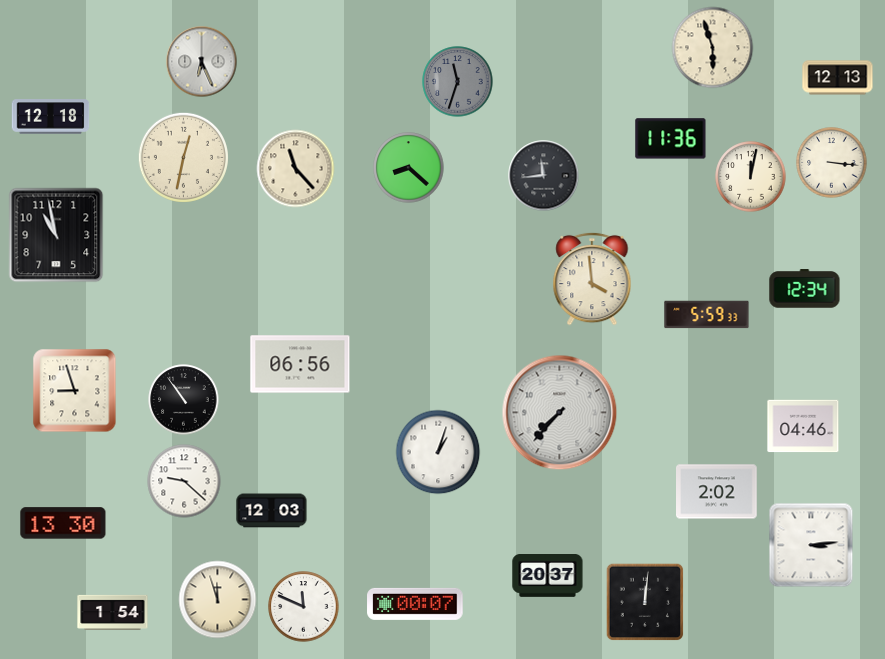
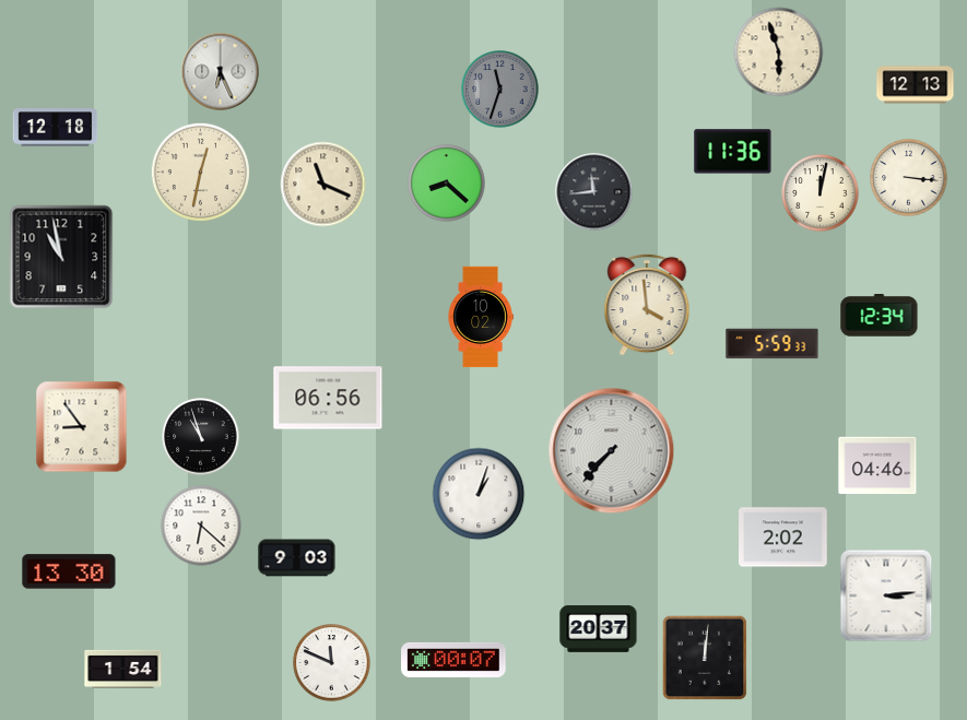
clock at (202, 62) position: (202, 62) -> (221, 72)
clock at (296, 169): 11:23 -> 11:19
clock at (481, 317): none -> 10:02
clock at (75, 391): 8:57 -> 8:54
clock at (184, 400): 10:54 -> 10:57
clock at (184, 481): 9:22 -> 6:22
clock at (272, 511): 12:03 -> 9:03
clock at (218, 600): 11:57 -> none
